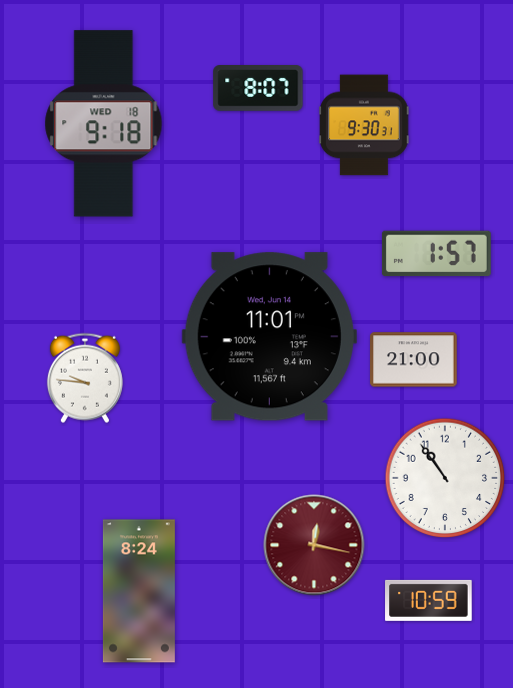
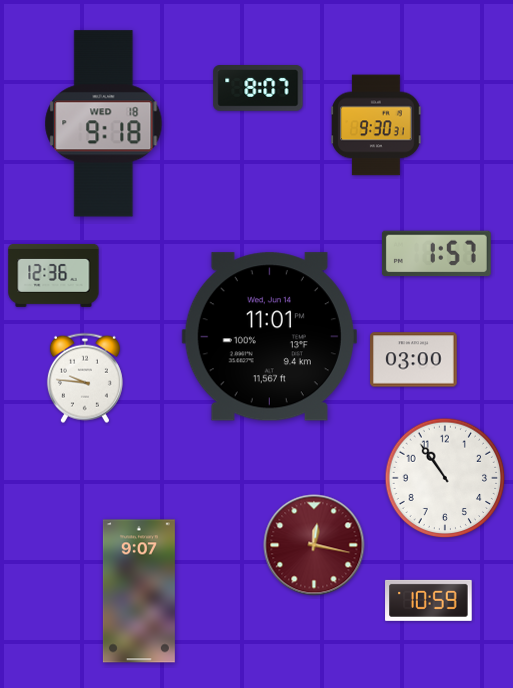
clock at (364, 125) position: (364, 125) -> (376, 125)
clock at (54, 275): none -> 12:36
clock at (414, 360): 21:00 -> 03:00
clock at (139, 591): 8:24 -> 9:07
